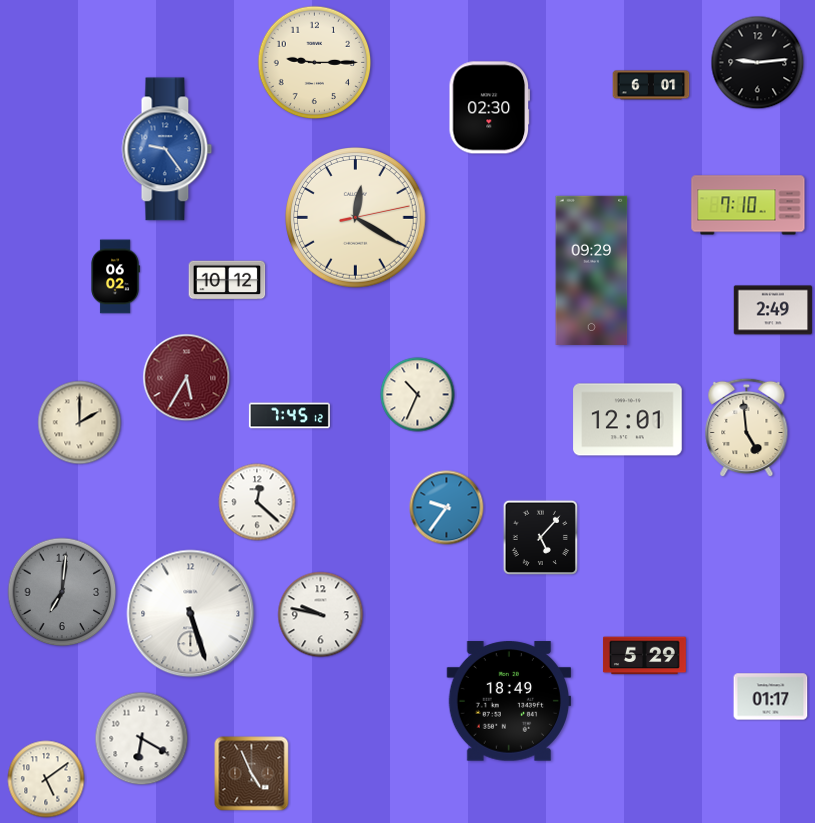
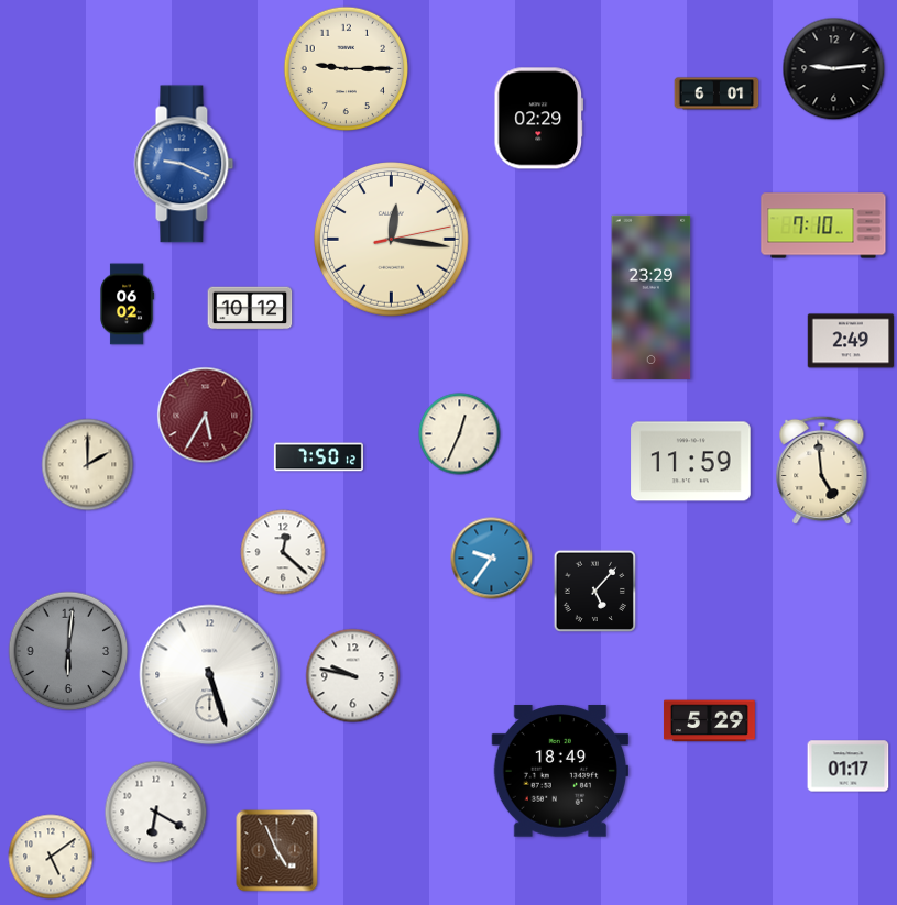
clock at (489, 108): 02:30 -> 02:29
clock at (167, 149): 9:24 -> 9:19
clock at (356, 218): 12:20 -> 12:16
clock at (592, 270): 09:29 -> 23:29
clock at (418, 395): 10:34 -> 12:34
clock at (289, 416): 7:45 -> 7:50
clock at (628, 420): 12:01 -> 11:59
clock at (62, 592): 7:01 -> 6:01
